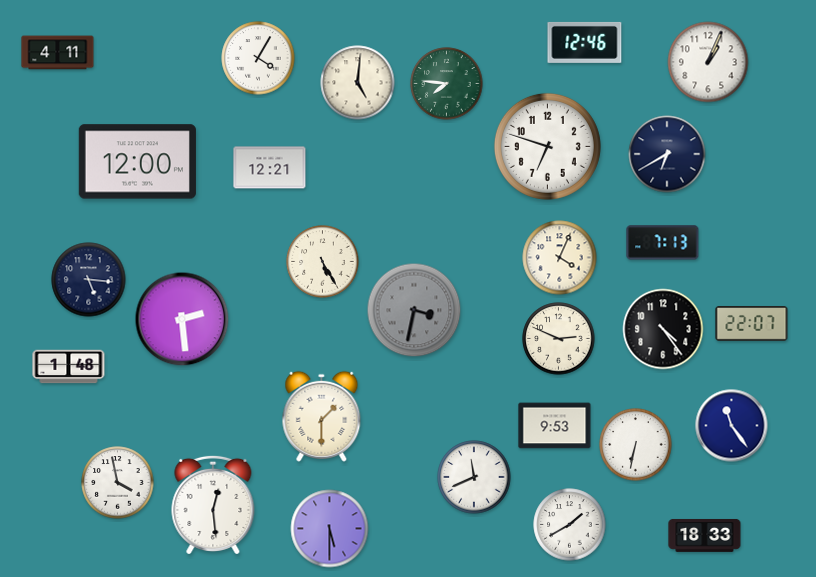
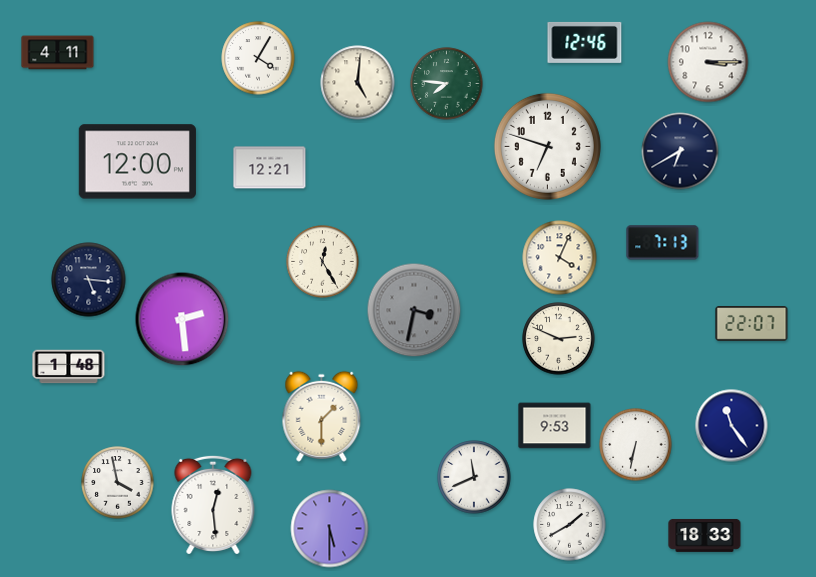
clock at (708, 62): 1:04 -> 3:15
clock at (667, 154) position: (667, 154) -> (680, 151)
clock at (323, 262): 5:25 -> 12:25
clock at (663, 329): 4:24 -> none
